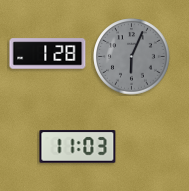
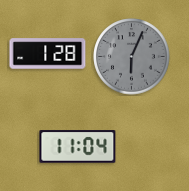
clock at (78, 147): 11:03 -> 11:04
